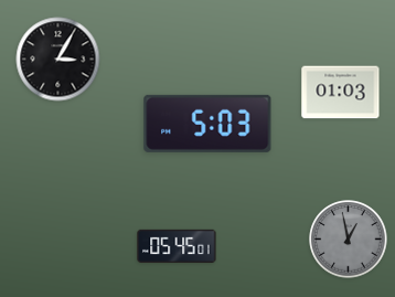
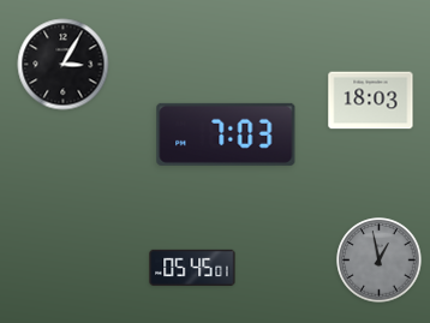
clock at (341, 93): 01:03 -> 18:03
clock at (207, 124): 5:03 -> 7:03
